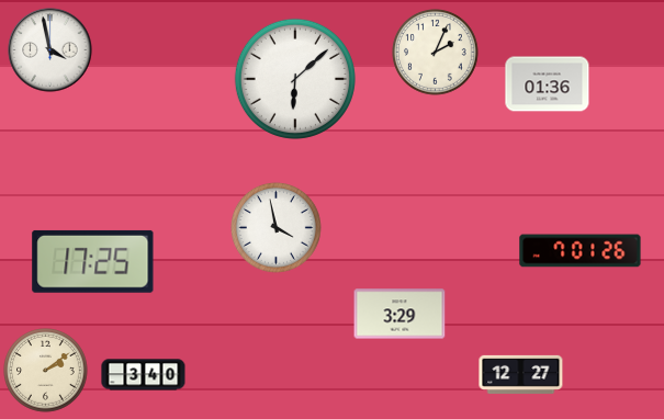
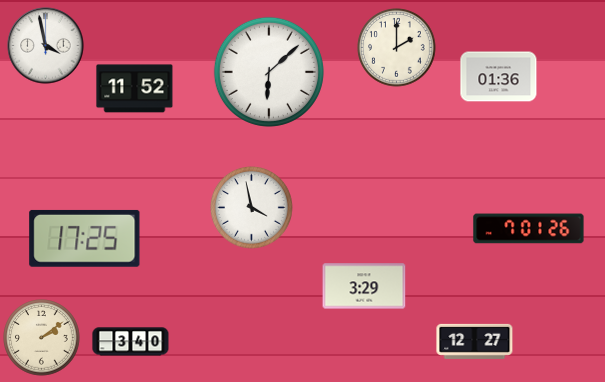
clock at (436, 53): 2:04 -> 2:00
clock at (135, 89): none -> 11:52
